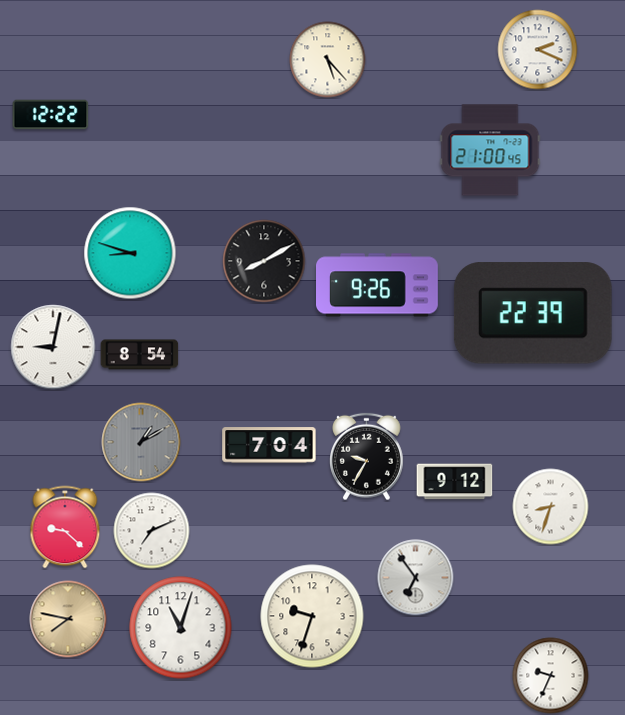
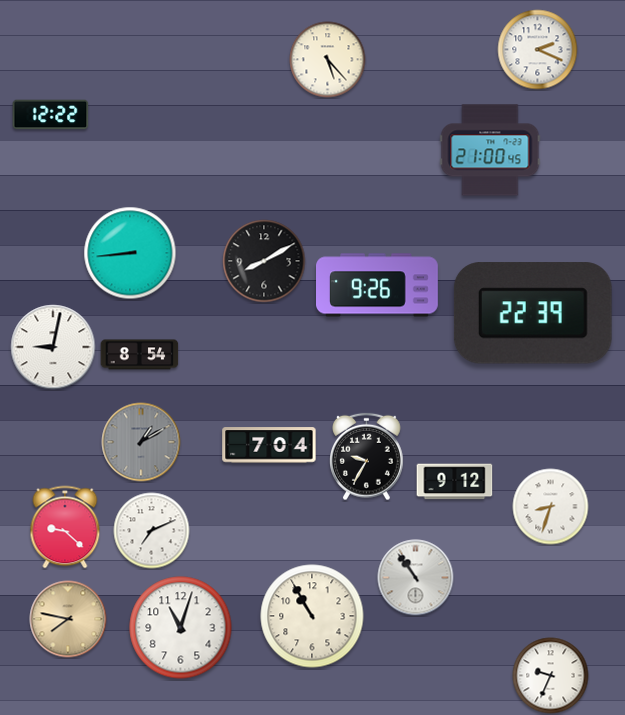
clock at (130, 253): 8:48 -> 8:44
clock at (416, 578): 6:54 -> 10:54
clock at (312, 616): 9:33 -> 10:55
